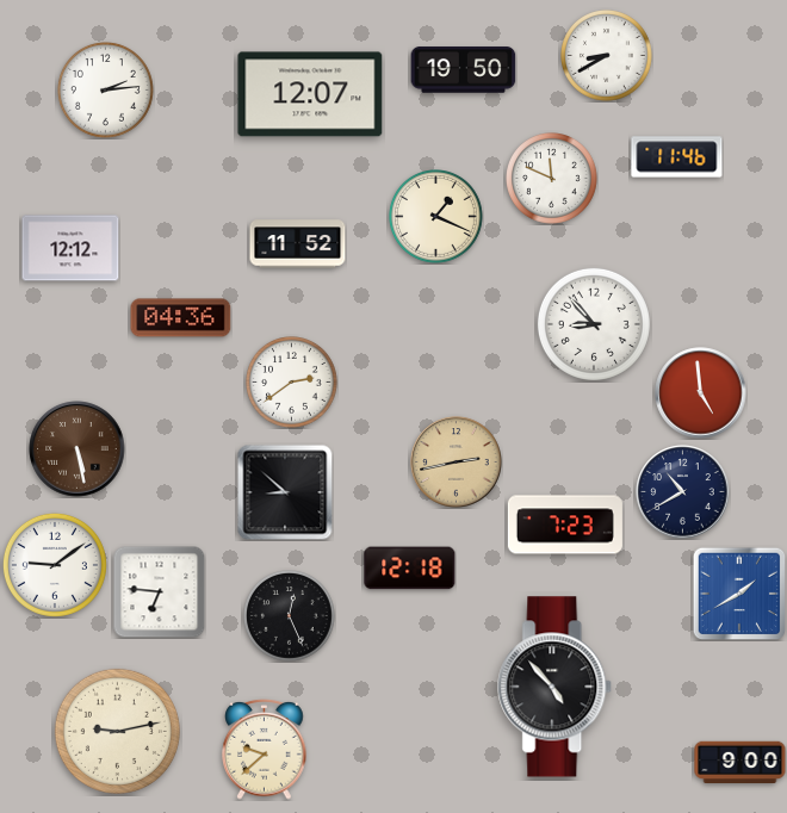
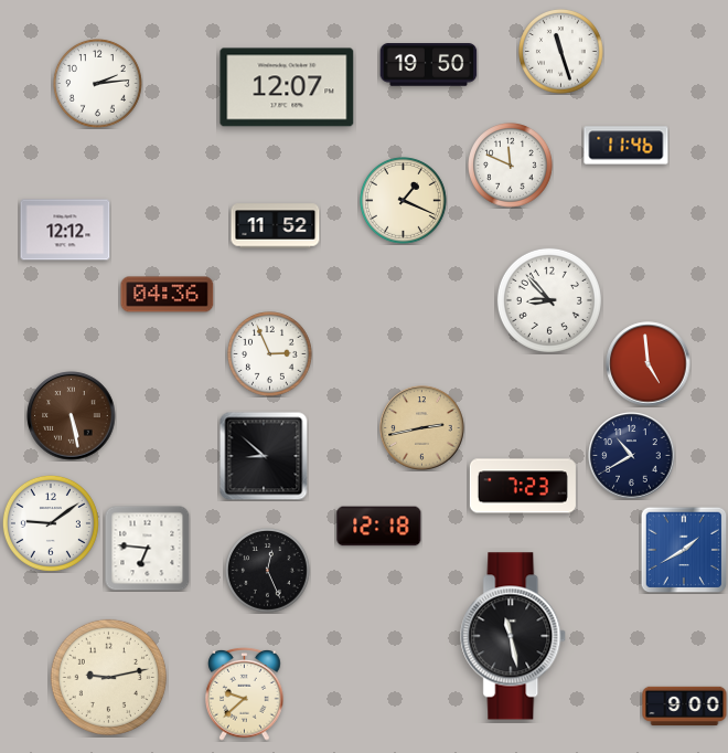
clock at (607, 56): 8:40 -> 11:27
clock at (292, 383): 2:39 -> 2:56
clock at (556, 687): 4:53 -> 11:28
